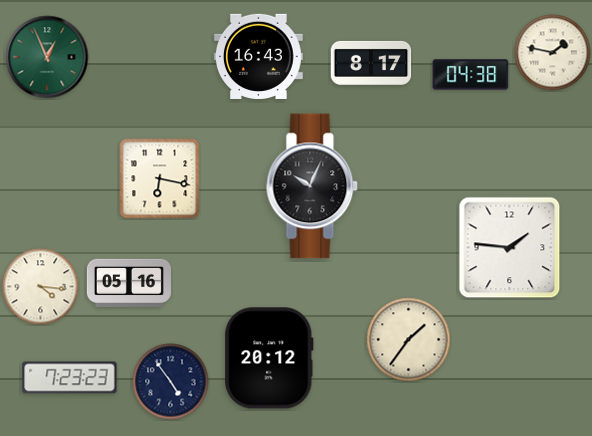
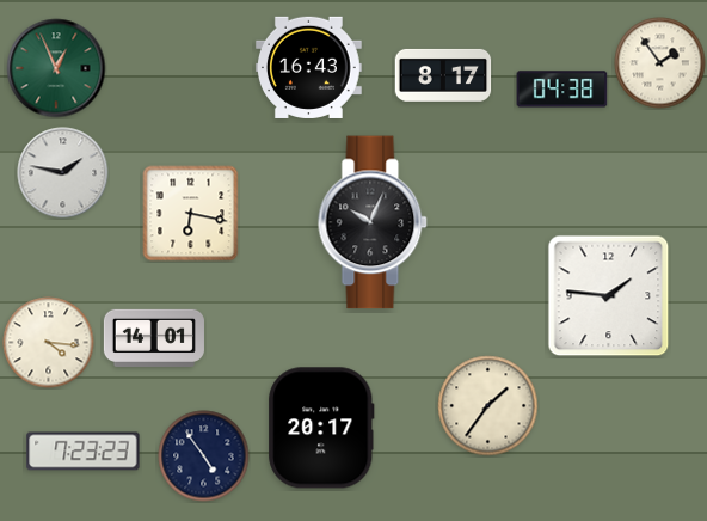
clock at (553, 53): 1:47 -> 1:54
clock at (63, 173): none -> 1:47
clock at (129, 283): 05:16 -> 14:01
clock at (269, 358): 20:12 -> 20:17
